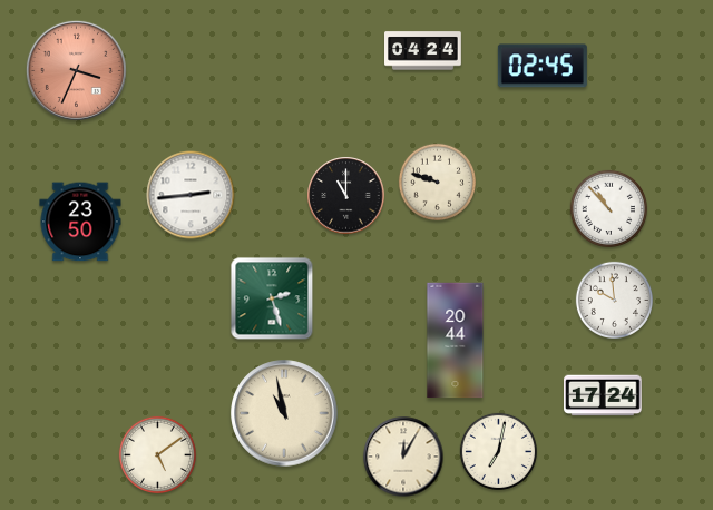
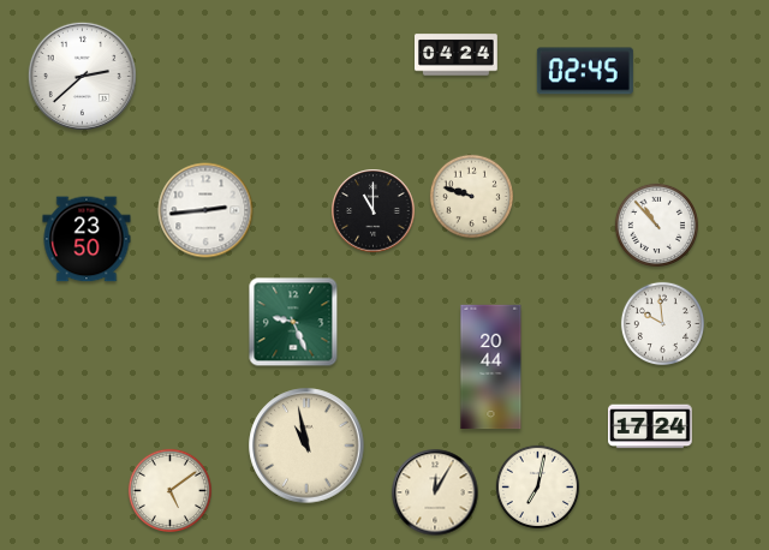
clock at (76, 70): 3:34 -> 2:38
clock at (76, 70) dial: salmon -> white
clock at (272, 298): 2:27 -> 9:26
